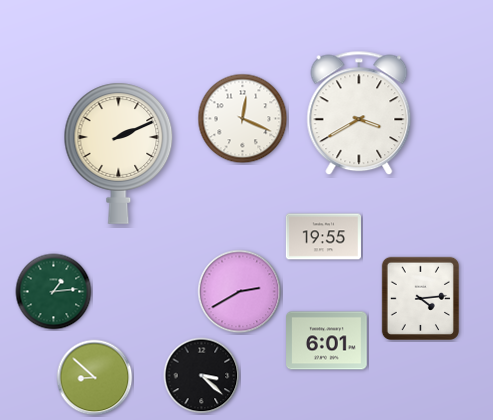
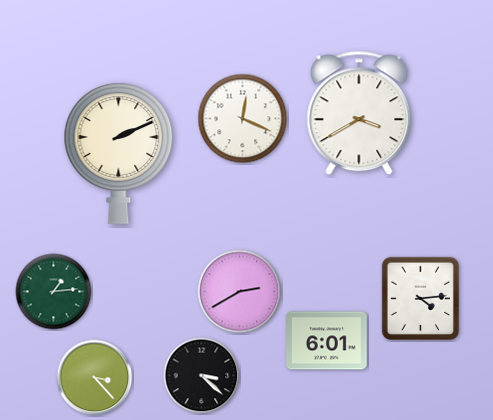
clock at (323, 237): 19:55 -> none
clock at (95, 378): 8:52 -> 3:23
